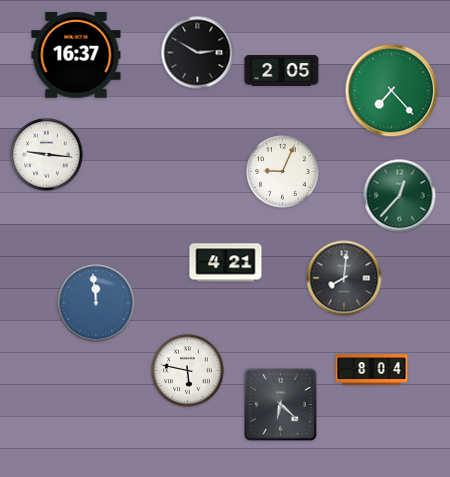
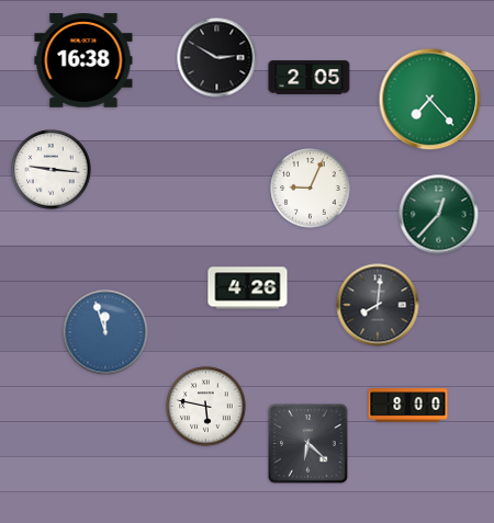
clock at (76, 56): 16:37 -> 16:38
clock at (226, 263): 4:21 -> 4:26
clock at (96, 303): 11:59 -> 11:57
clock at (372, 370): 8:04 -> 8:00
